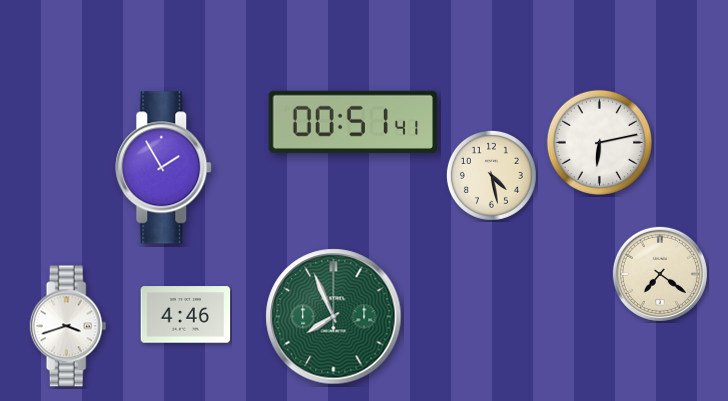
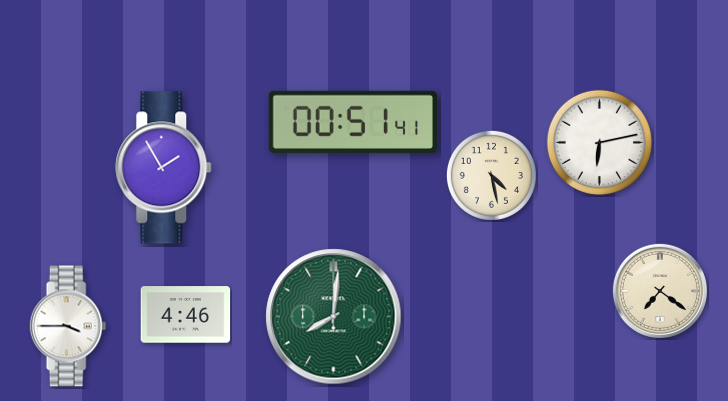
clock at (660, 274) position: (660, 274) -> (660, 291)
clock at (334, 317): 7:56 -> 8:01
clock at (68, 326): 3:42 -> 3:45
